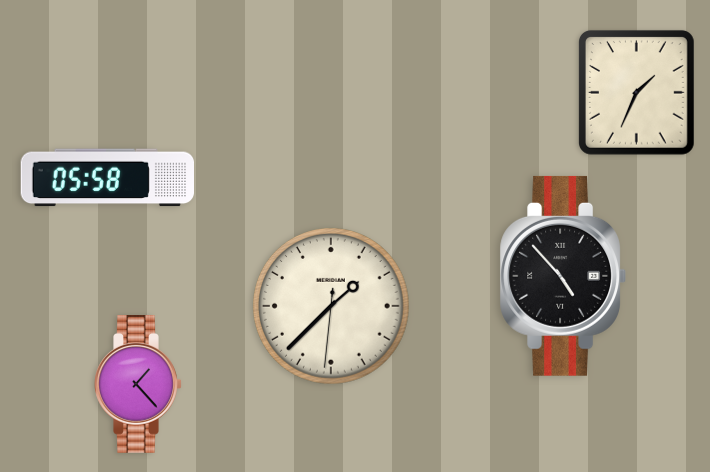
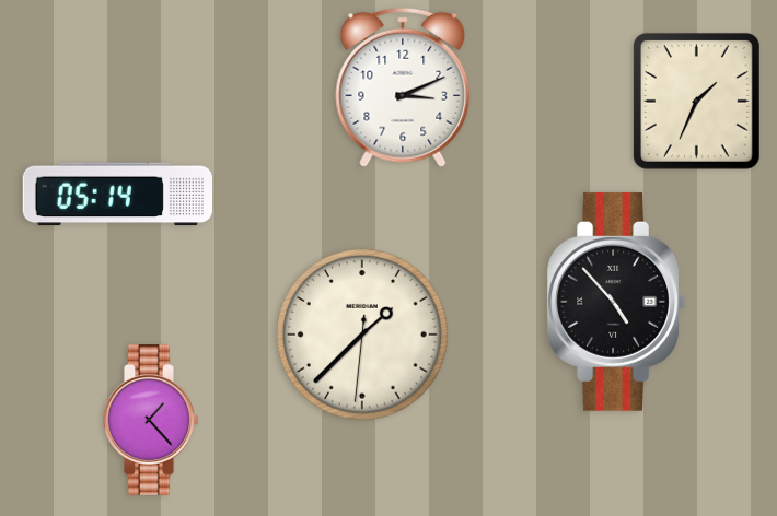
clock at (403, 87): none -> 3:11
clock at (107, 178): 05:58 -> 05:14
